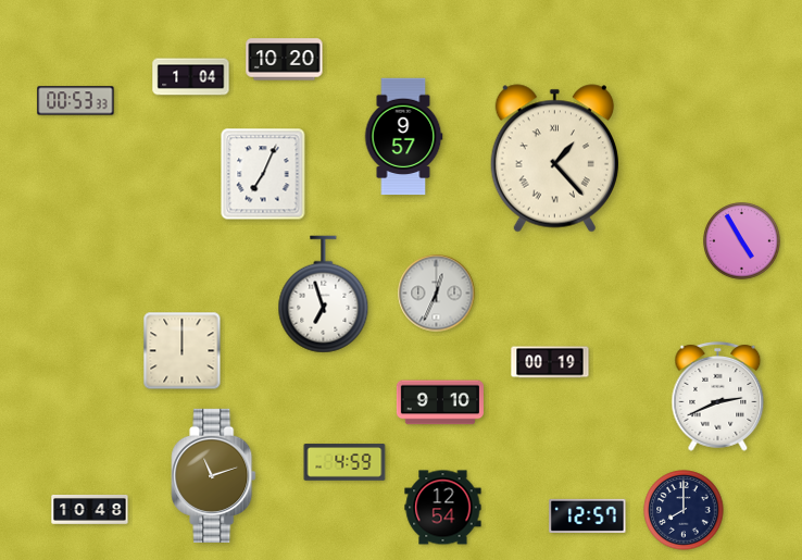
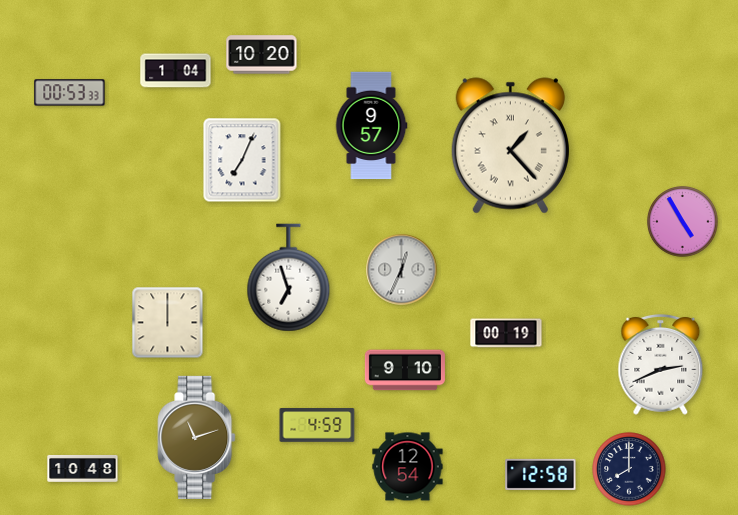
clock at (324, 295) position: (324, 295) -> (289, 278)
clock at (588, 515): 12:57 -> 12:58
